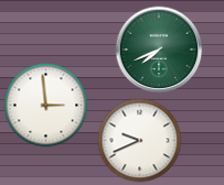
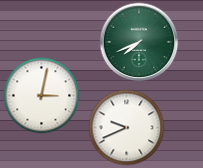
clock at (159, 50) position: (159, 50) -> (139, 42)
clock at (46, 106): 2:59 -> 3:02
